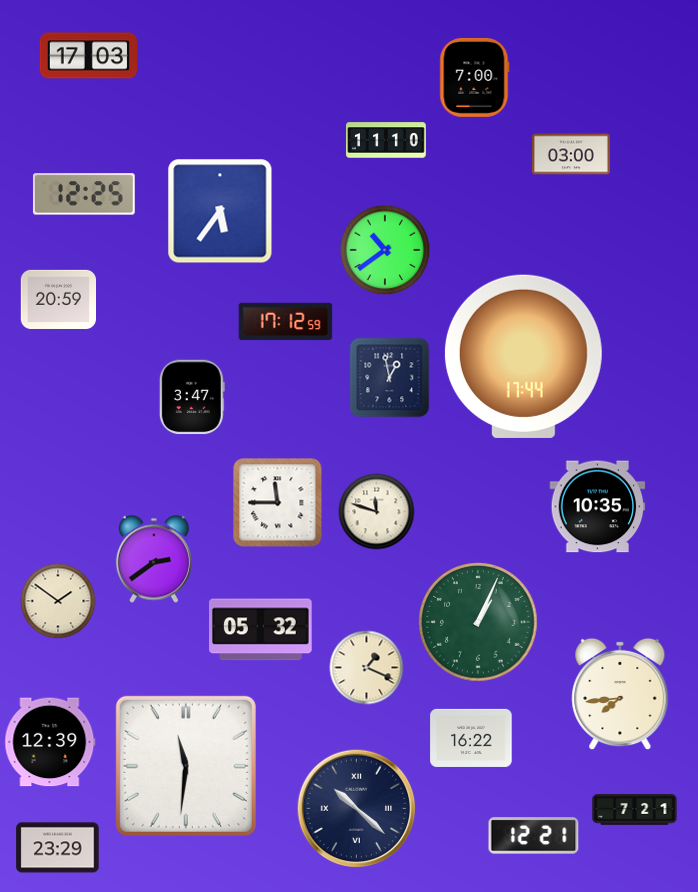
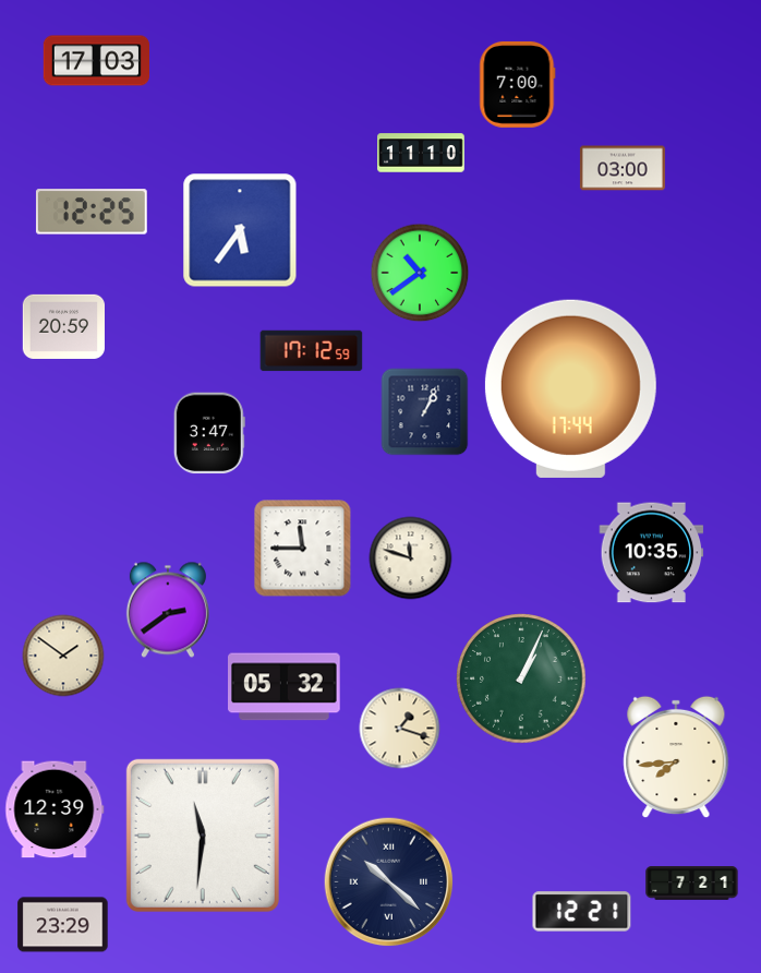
clock at (390, 378): 12:58 -> 1:04
clock at (367, 668): 1:19 -> 1:18
clock at (471, 738): 16:22 -> none
